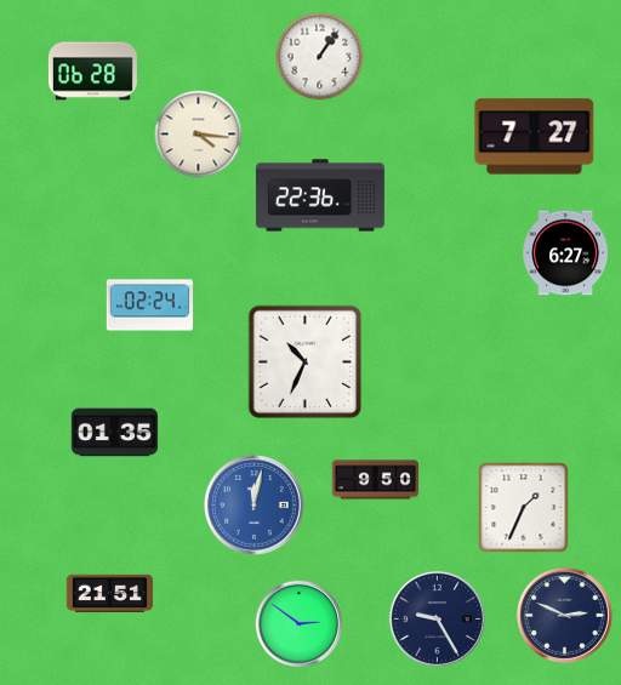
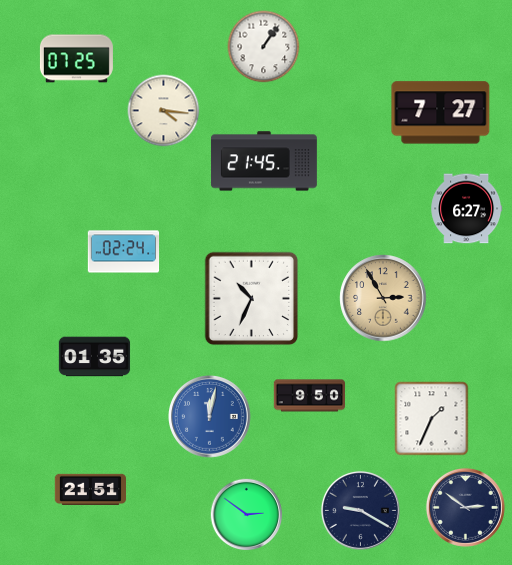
clock at (92, 72): 06:28 -> 07:25
clock at (320, 195): 22:36 -> 21:45
clock at (383, 298): none -> 2:55
clock at (564, 615): 2:49 -> 2:51
clock at (437, 618): 9:25 -> 9:20
